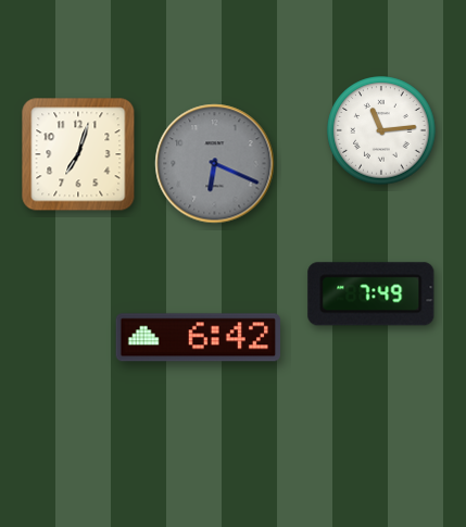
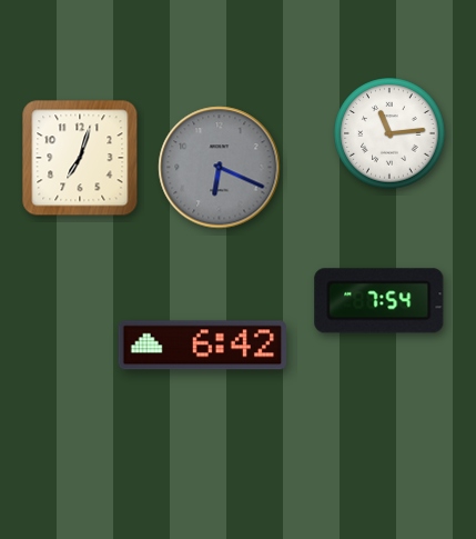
clock at (371, 294): 7:49 -> 7:54
